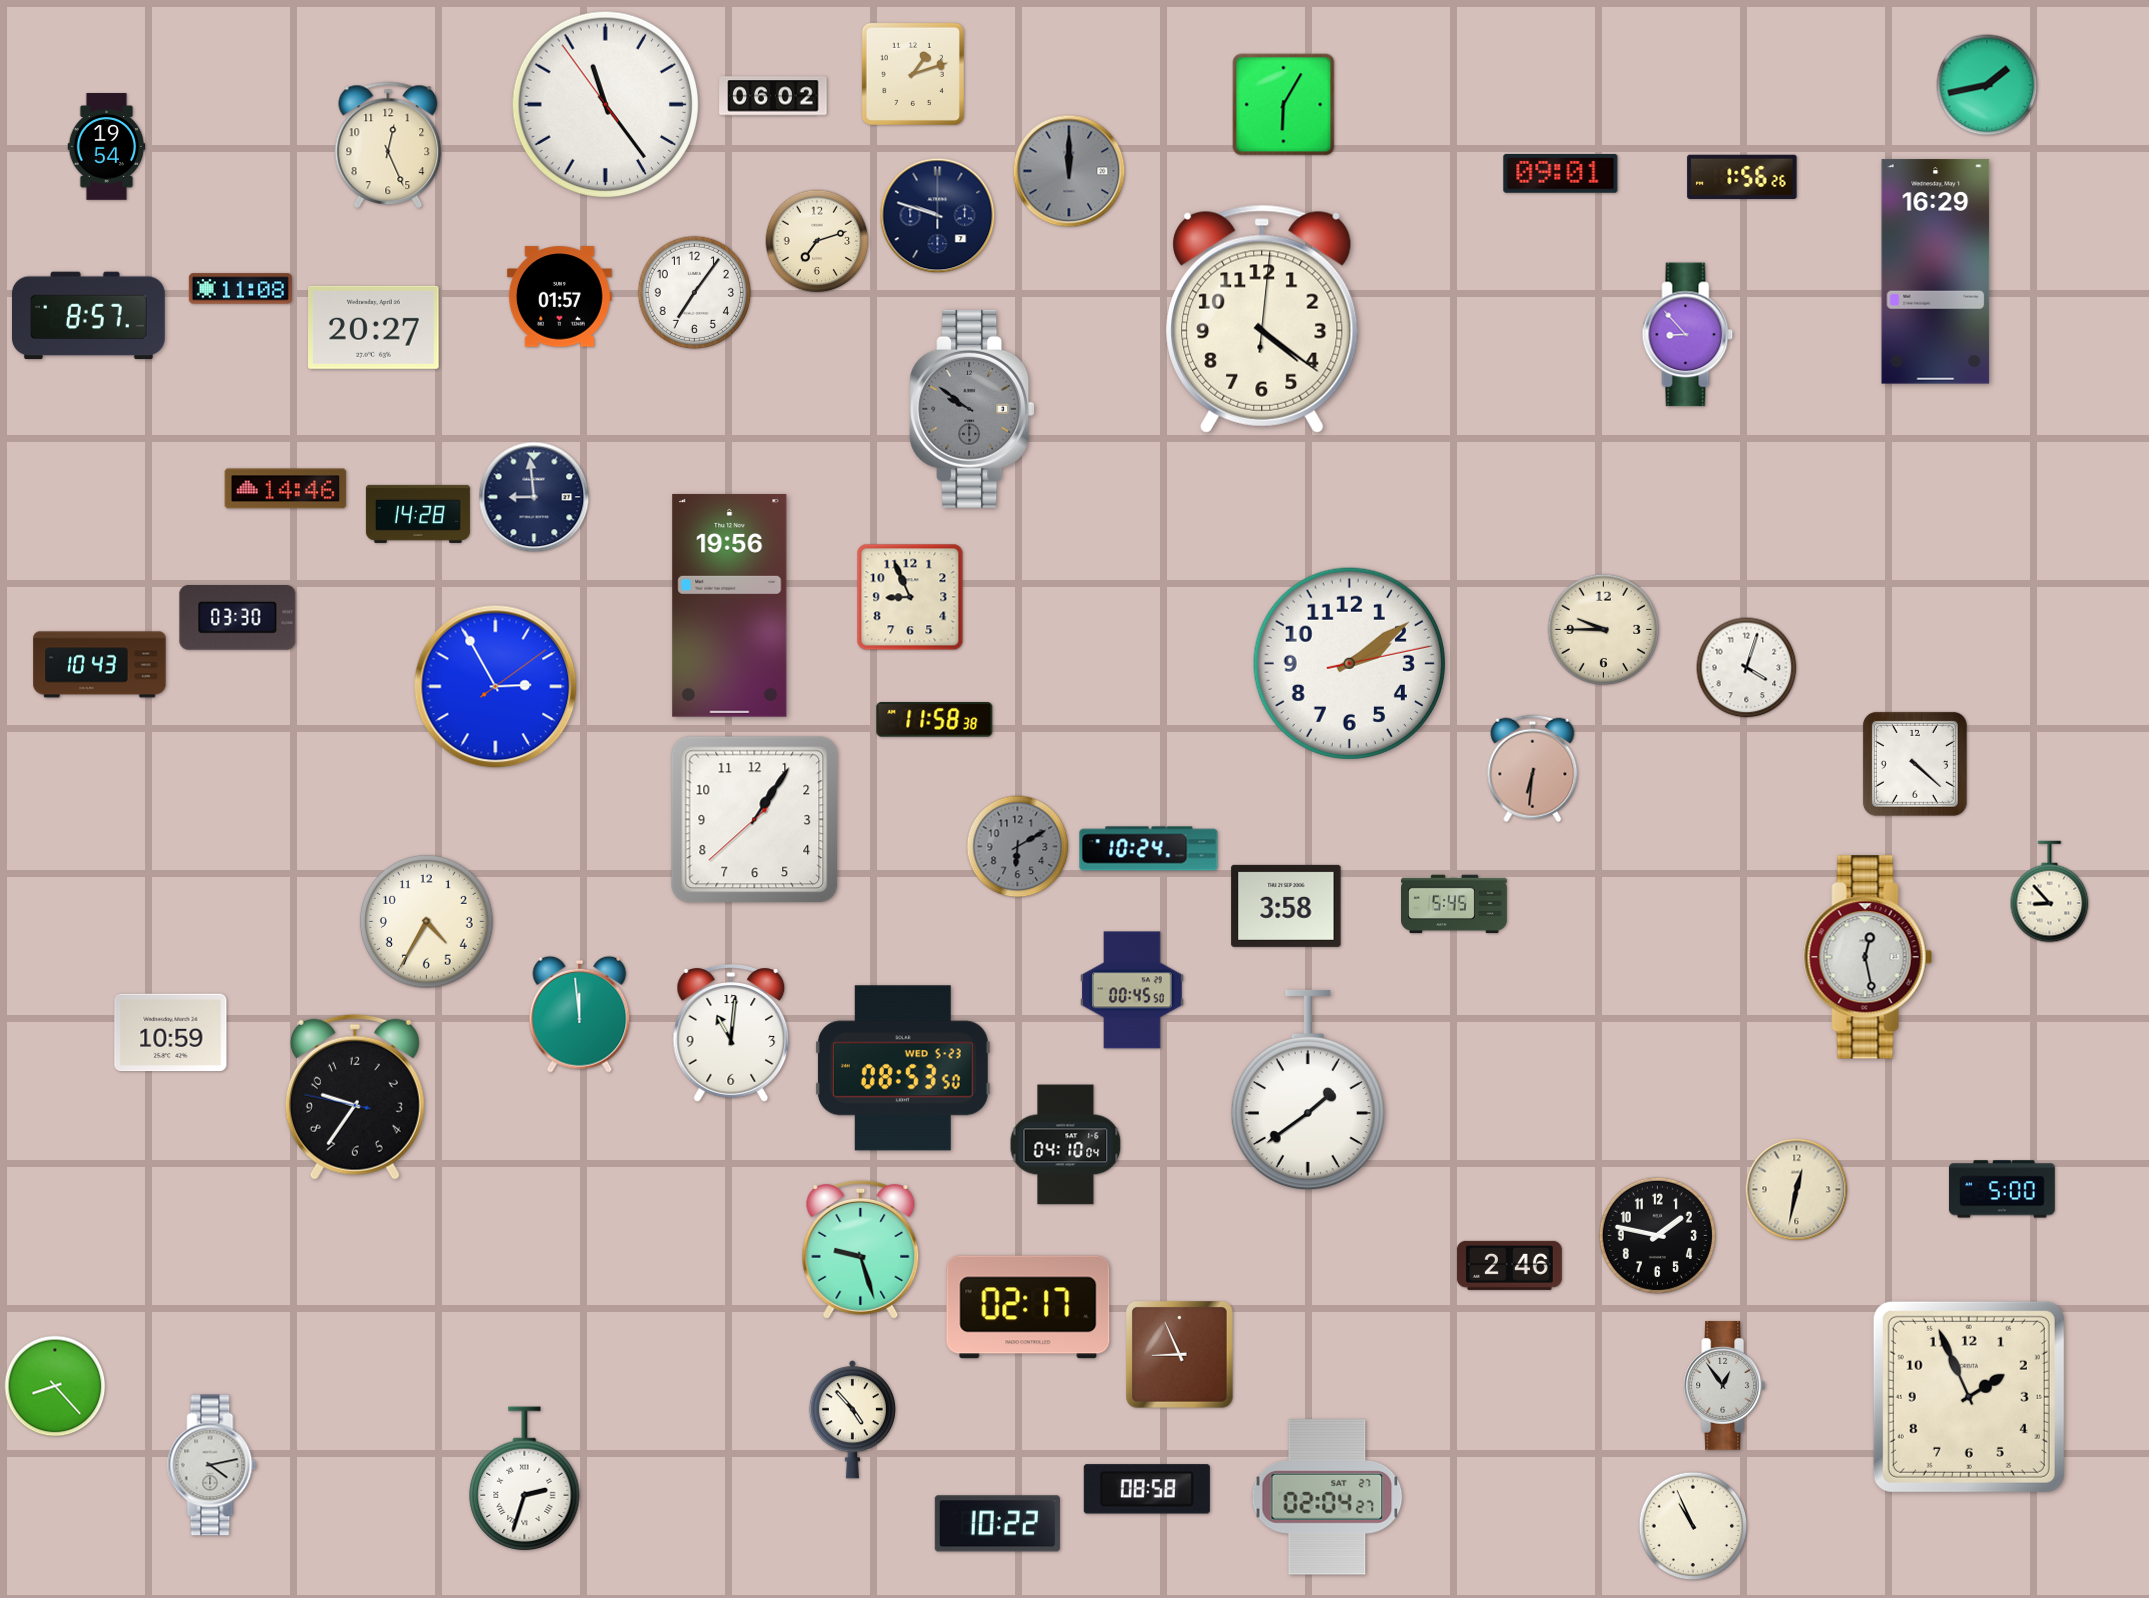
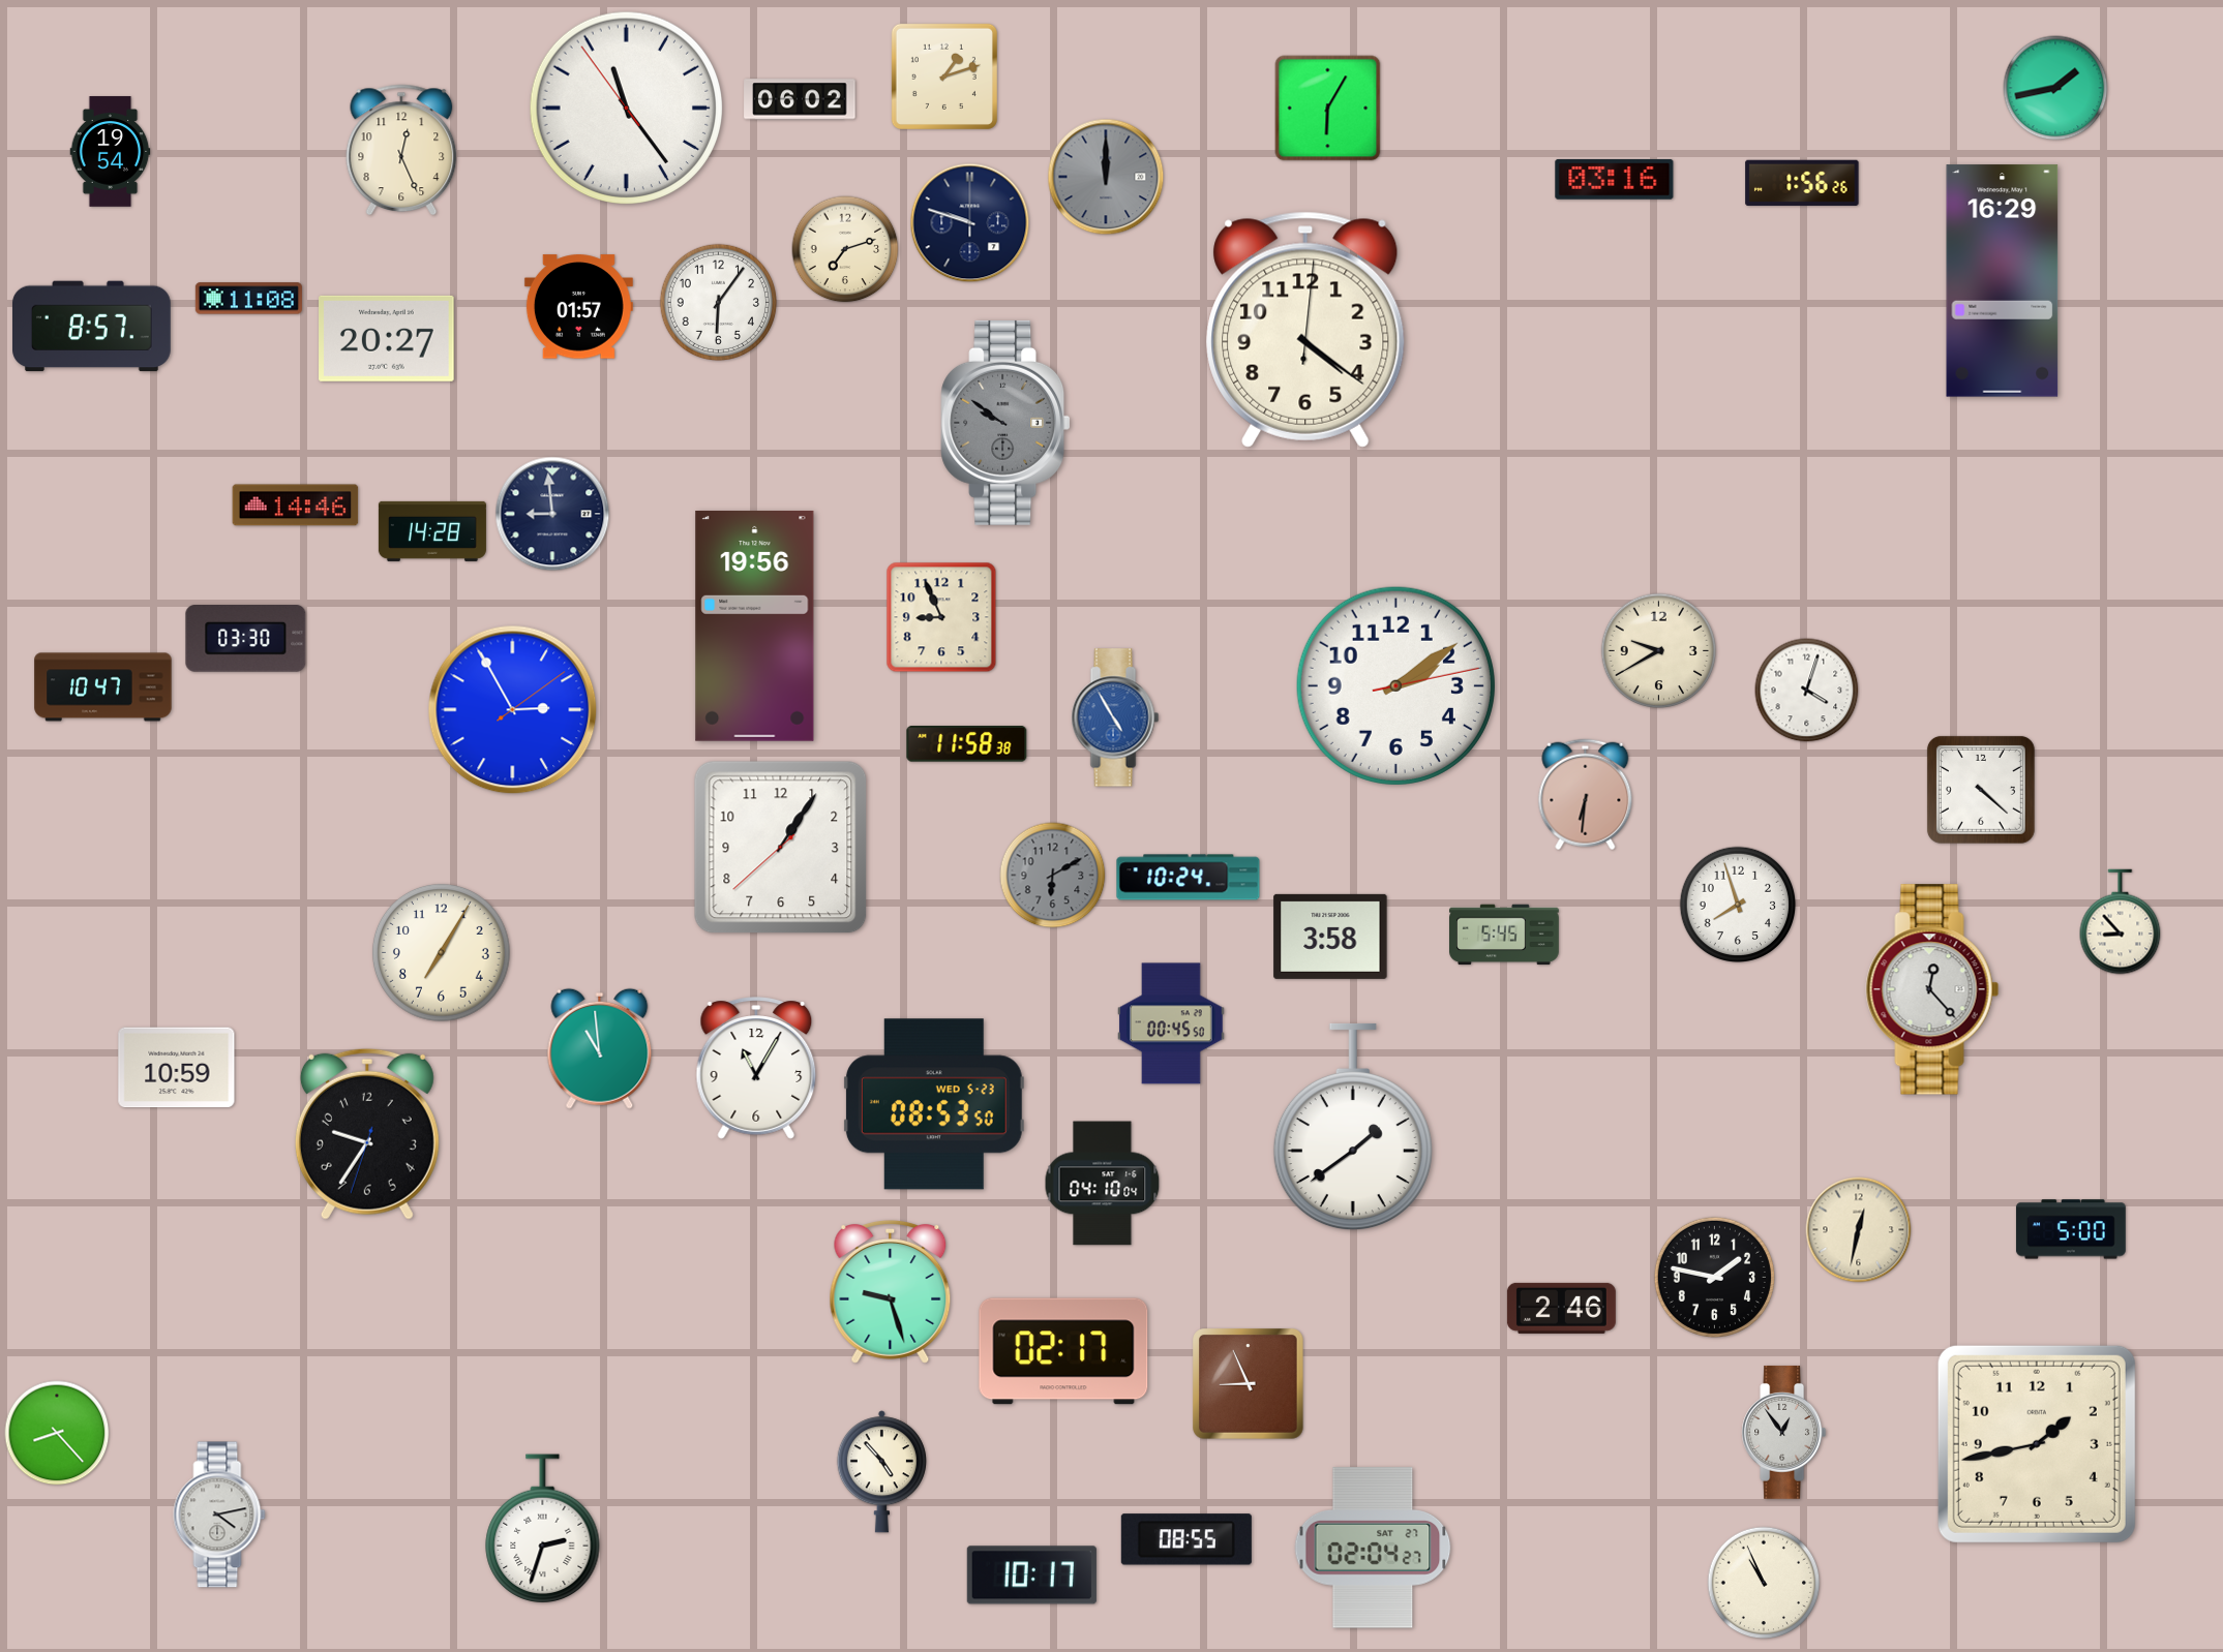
clock at (1561, 174): 09:01 -> 03:16
clock at (694, 292): 7:06 -> 6:06
clock at (1688, 335): 8:53 -> none
clock at (1604, 630): 9:45 -> 9:40
clock at (100, 665): 10:43 -> 10:47
clock at (1115, 717): none -> 4:55
clock at (1737, 904): none -> 7:57
clock at (426, 921): 4:35 -> 7:05
clock at (1868, 957): 12:28 -> 12:23
clock at (580, 1014): 11:59 -> 10:59
clock at (731, 1033): 11:01 -> 11:05
clock at (355, 1097): 9:35:47 -> 9:35:33
clock at (1180, 1355) position: (1180, 1355) -> (1249, 1384)
clock at (1969, 1397): 1:56 -> 1:43
clock at (852, 1420) position: (852, 1420) -> (881, 1472)
clock at (1147, 1489): 08:58 -> 08:55
clock at (997, 1524): 10:22 -> 10:17
clock at (1693, 1526) position: (1693, 1526) -> (1764, 1583)
